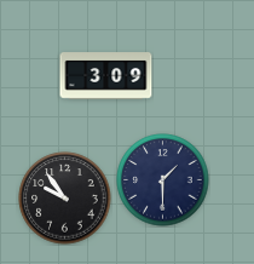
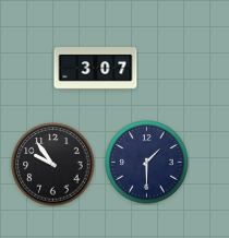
clock at (106, 76): 3:09 -> 3:07
clock at (65, 199) position: (65, 199) -> (53, 165)
